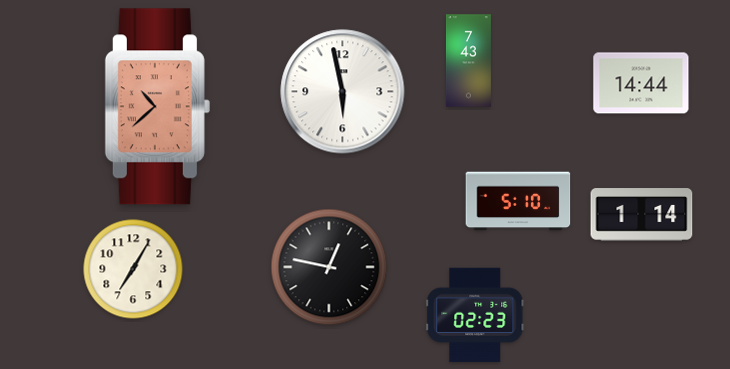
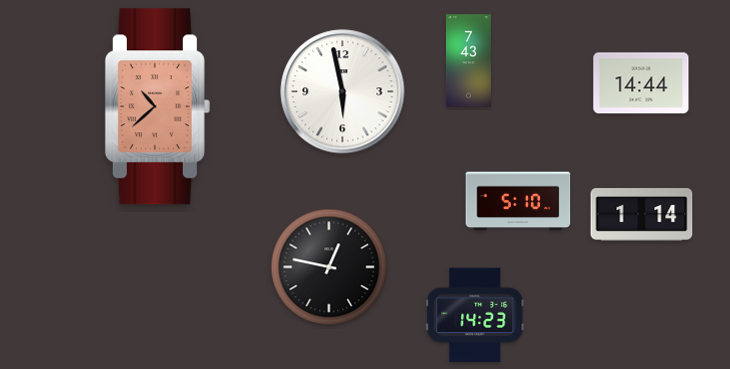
clock at (133, 269): 7:05 -> none
clock at (475, 315): 02:23 -> 14:23
